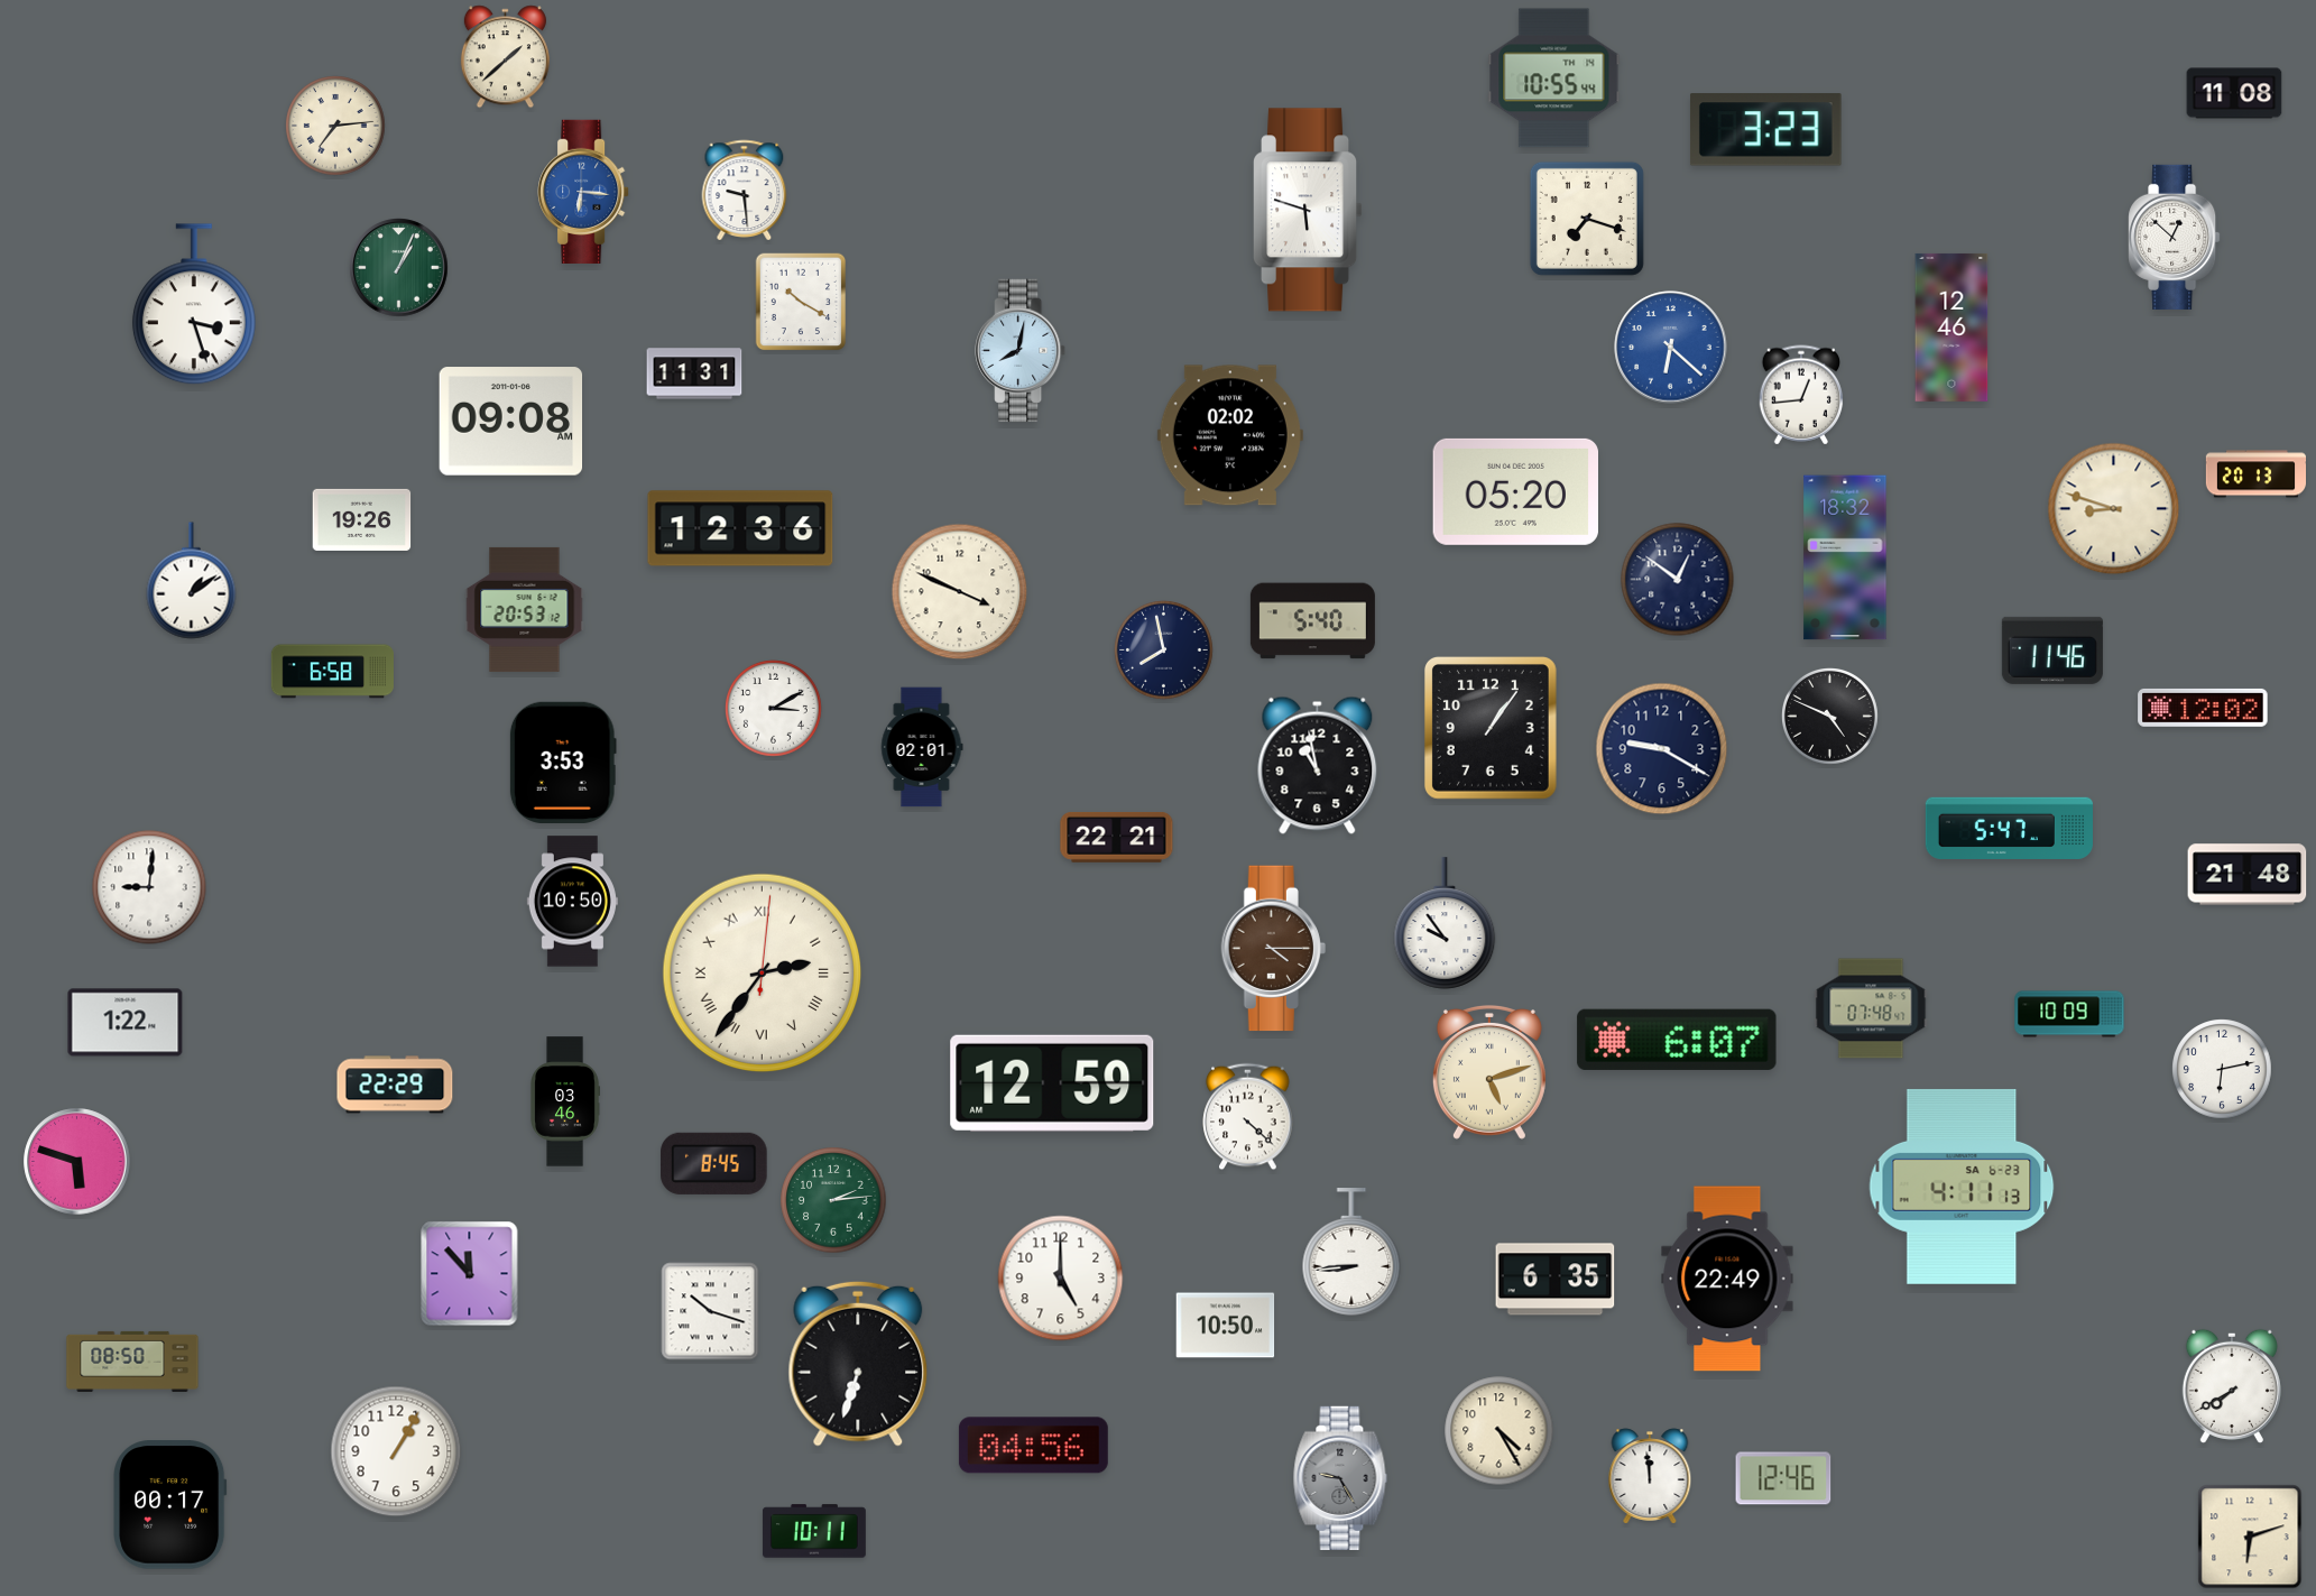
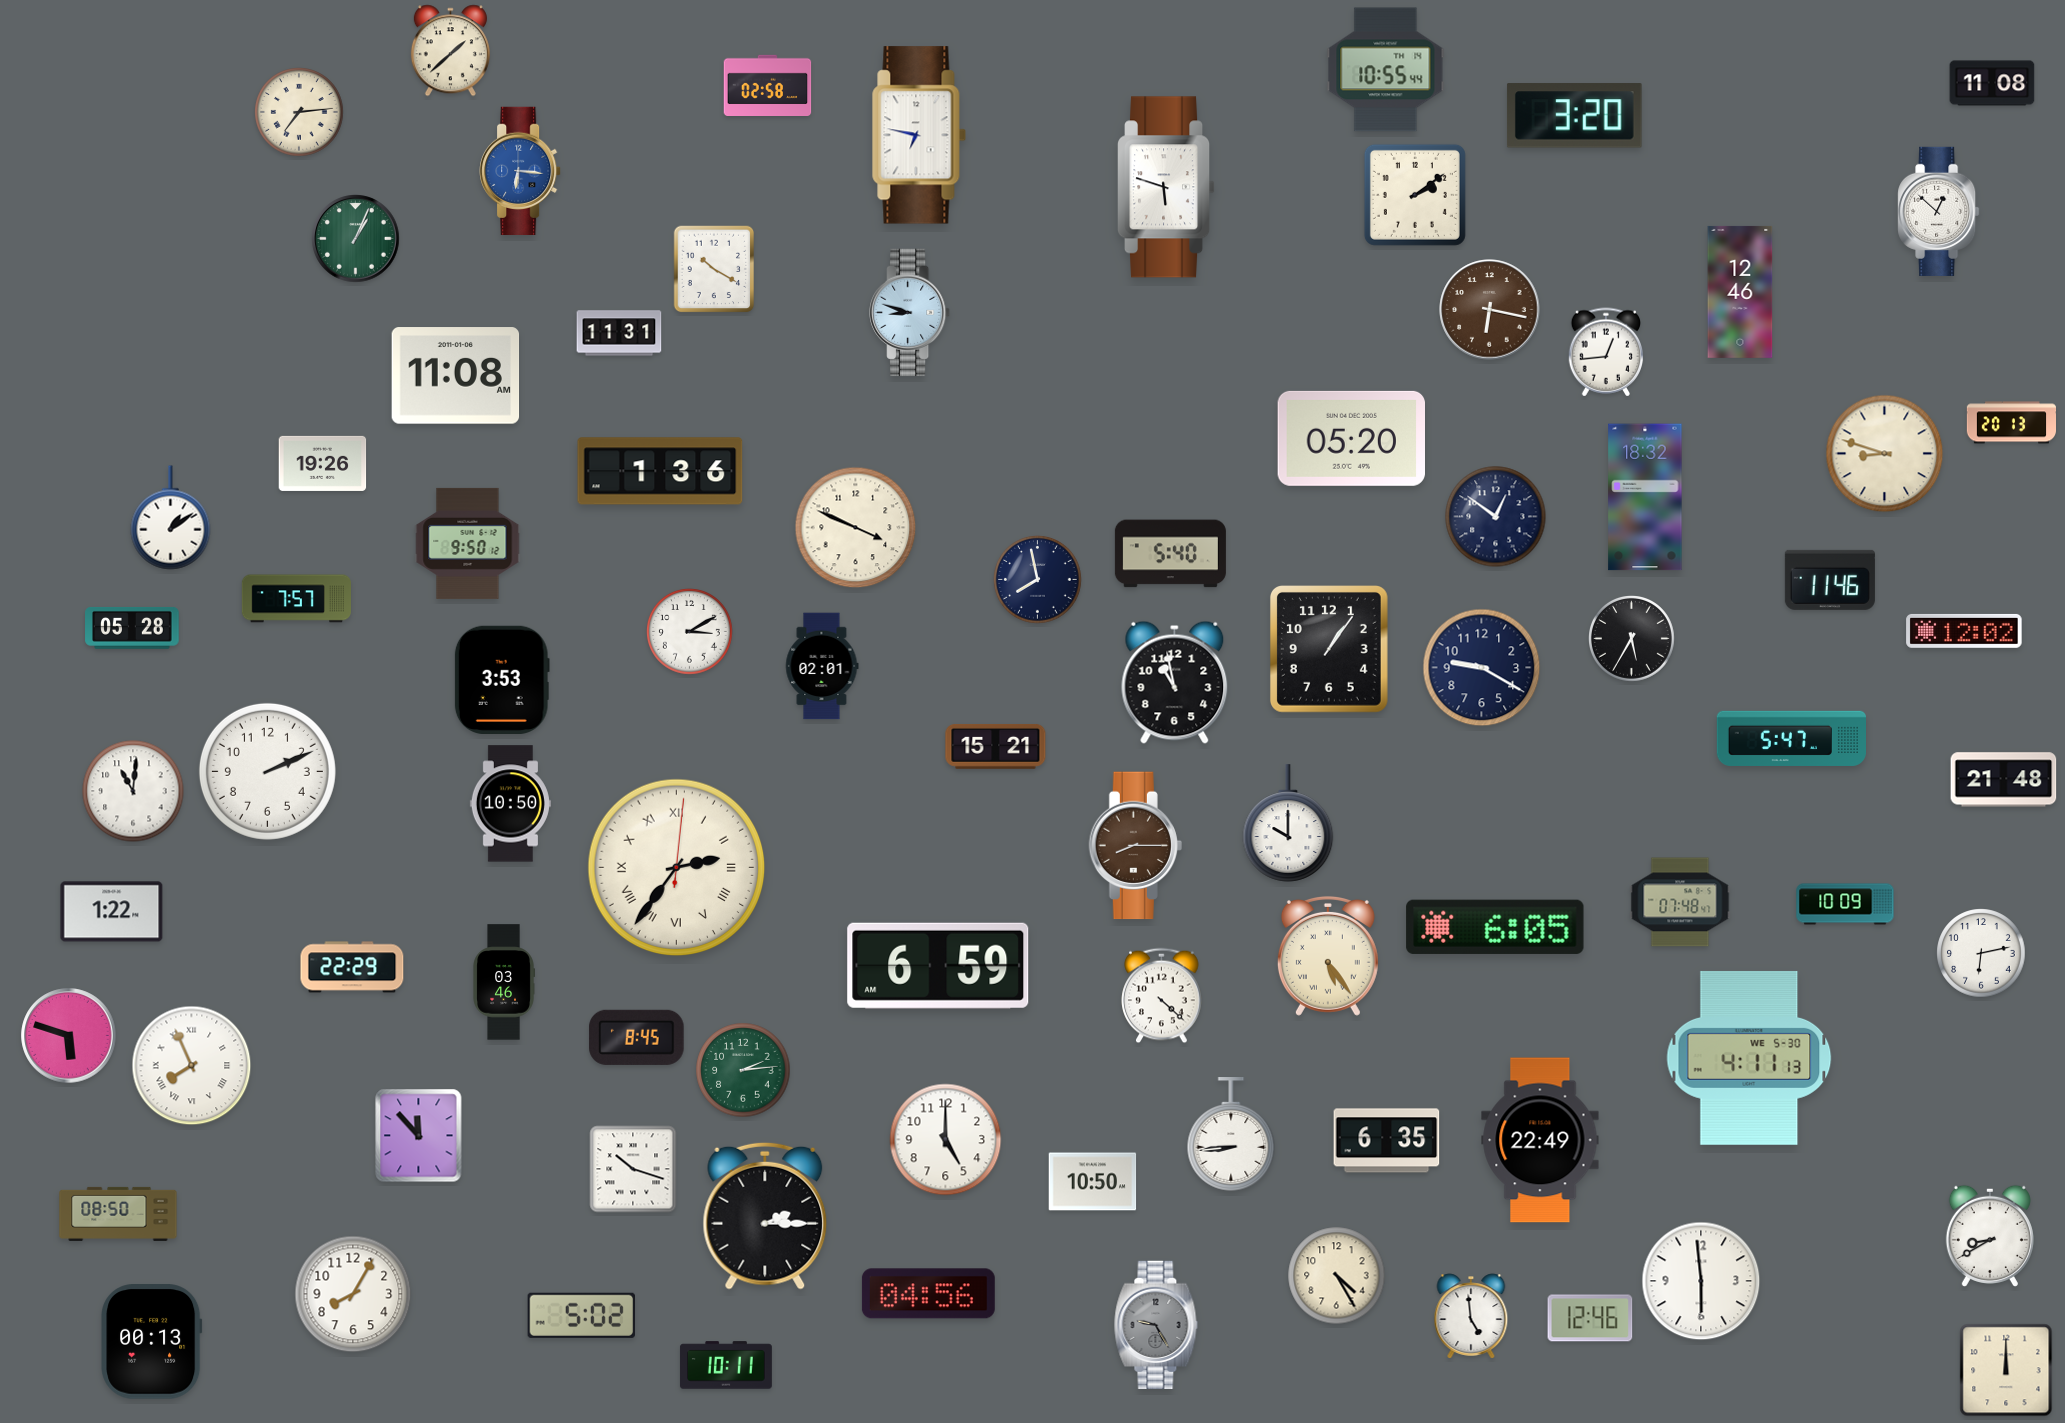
clock at (768, 85): none -> 02:58
clock at (1765, 130): 3:23 -> 3:20
clock at (919, 135): none -> 6:47
clock at (745, 190): 9:29 -> none
clock at (1587, 219): 7:18 -> 2:09
clock at (194, 305): 3:27 -> none
clock at (1671, 348): 6:22 -> 6:17
clock at (1671, 348) dial: blue -> brown
clock at (1021, 351): 8:02 -> 8:48
clock at (511, 422): 09:08 -> 11:08
clock at (1230, 435): 02:02 -> none
clock at (740, 528): 12:36 -> 1:36
clock at (525, 609): 20:53 -> 9:50
clock at (332, 672): 6:58 -> 7:57
clock at (132, 628): none -> 05:28
clock at (1830, 717): 4:49 -> 5:35
clock at (1117, 837): 22:21 -> 15:21
clock at (267, 771): none -> 2:11
clock at (149, 887): 9:01 -> 11:01
clock at (1445, 923): 9:54 -> 10:00
clock at (1273, 949): 4:15 -> 8:15
clock at (763, 974) position: (763, 974) -> (677, 868)
clock at (1871, 1008) position: (1871, 1008) -> (1680, 902)
clock at (1677, 1040): 6:07 -> 6:05
clock at (1489, 1072): 5:12 -> 5:24
clock at (1052, 1083): 12:59 -> 6:59
clock at (1248, 1117) position: (1248, 1117) -> (1162, 996)
clock at (1962, 1187) date: SA 6-23 -> WE 5-30
clock at (192, 1066): none -> 7:56
clock at (1351, 1252) position: (1351, 1252) -> (1231, 1134)
clock at (858, 1364): 6:33 -> 2:15
clock at (2232, 1386): 7:40 -> 8:40
clock at (1701, 1281): none -> 5:59
clock at (1033, 1446) position: (1033, 1446) -> (928, 1294)
clock at (396, 1451): 1:05 -> 8:05
clock at (581, 1315): none -> 5:02
clock at (1650, 1476): 11:59 -> 4:59
clock at (1340, 1478) position: (1340, 1478) -> (1156, 1325)
clock at (170, 1505): 00:17 -> 00:13
clock at (2250, 1537): 6:12 -> 12:00
